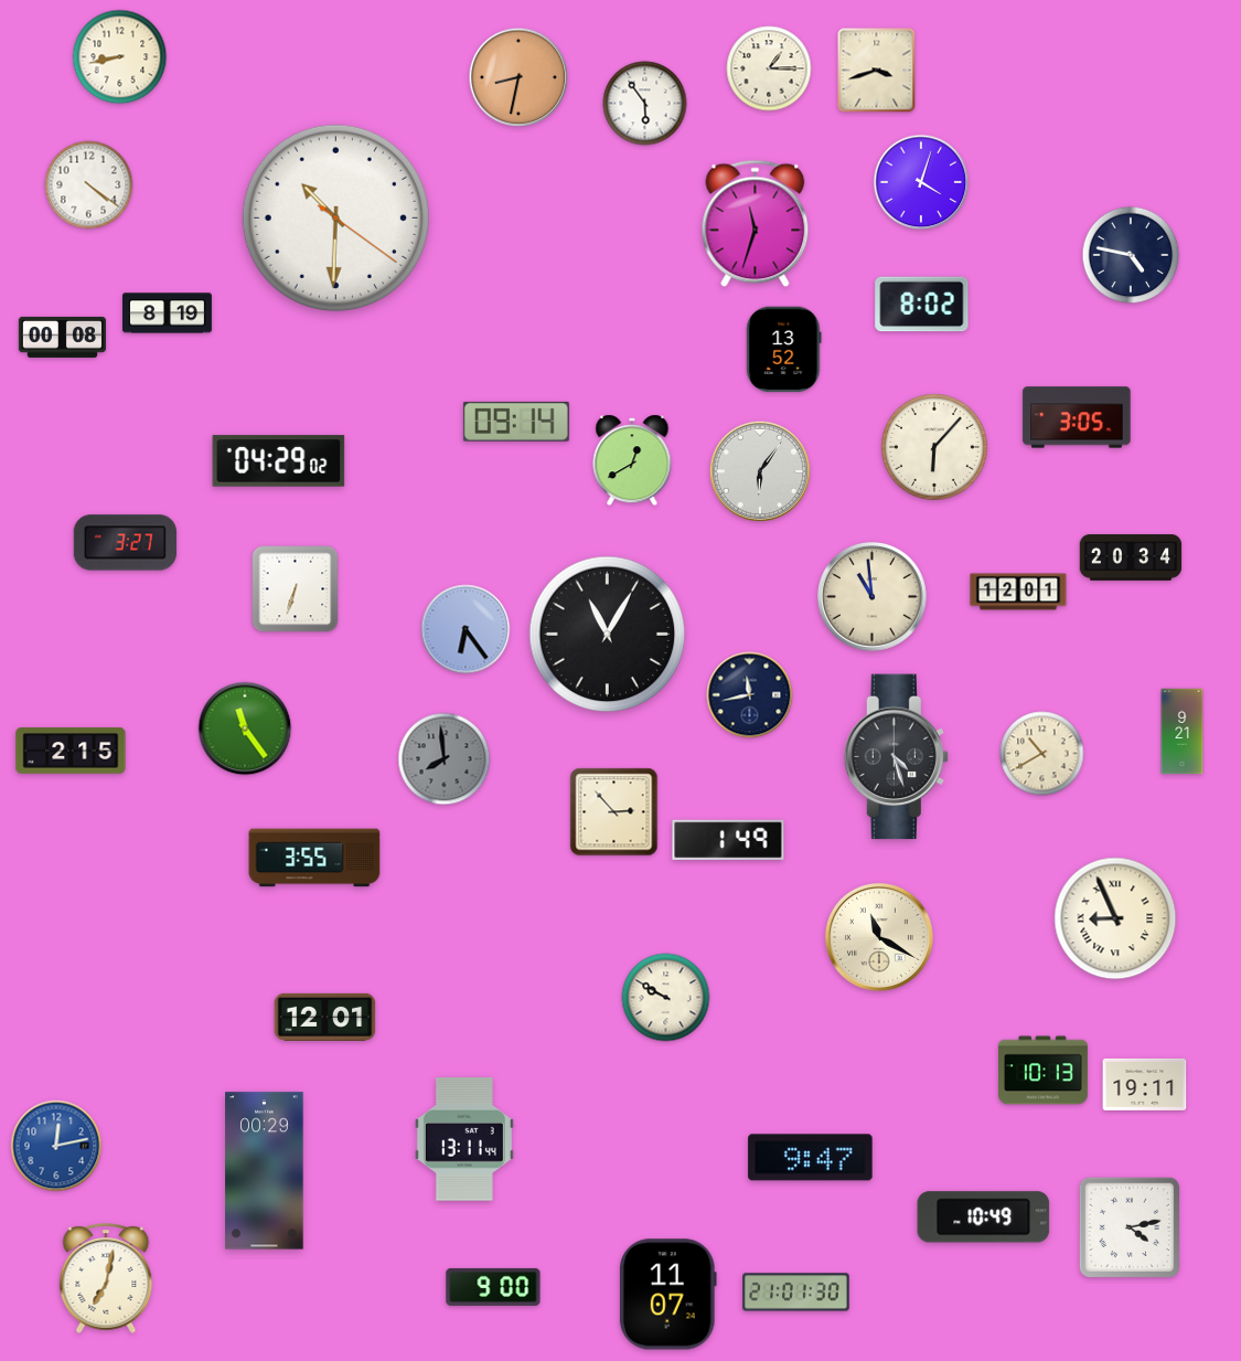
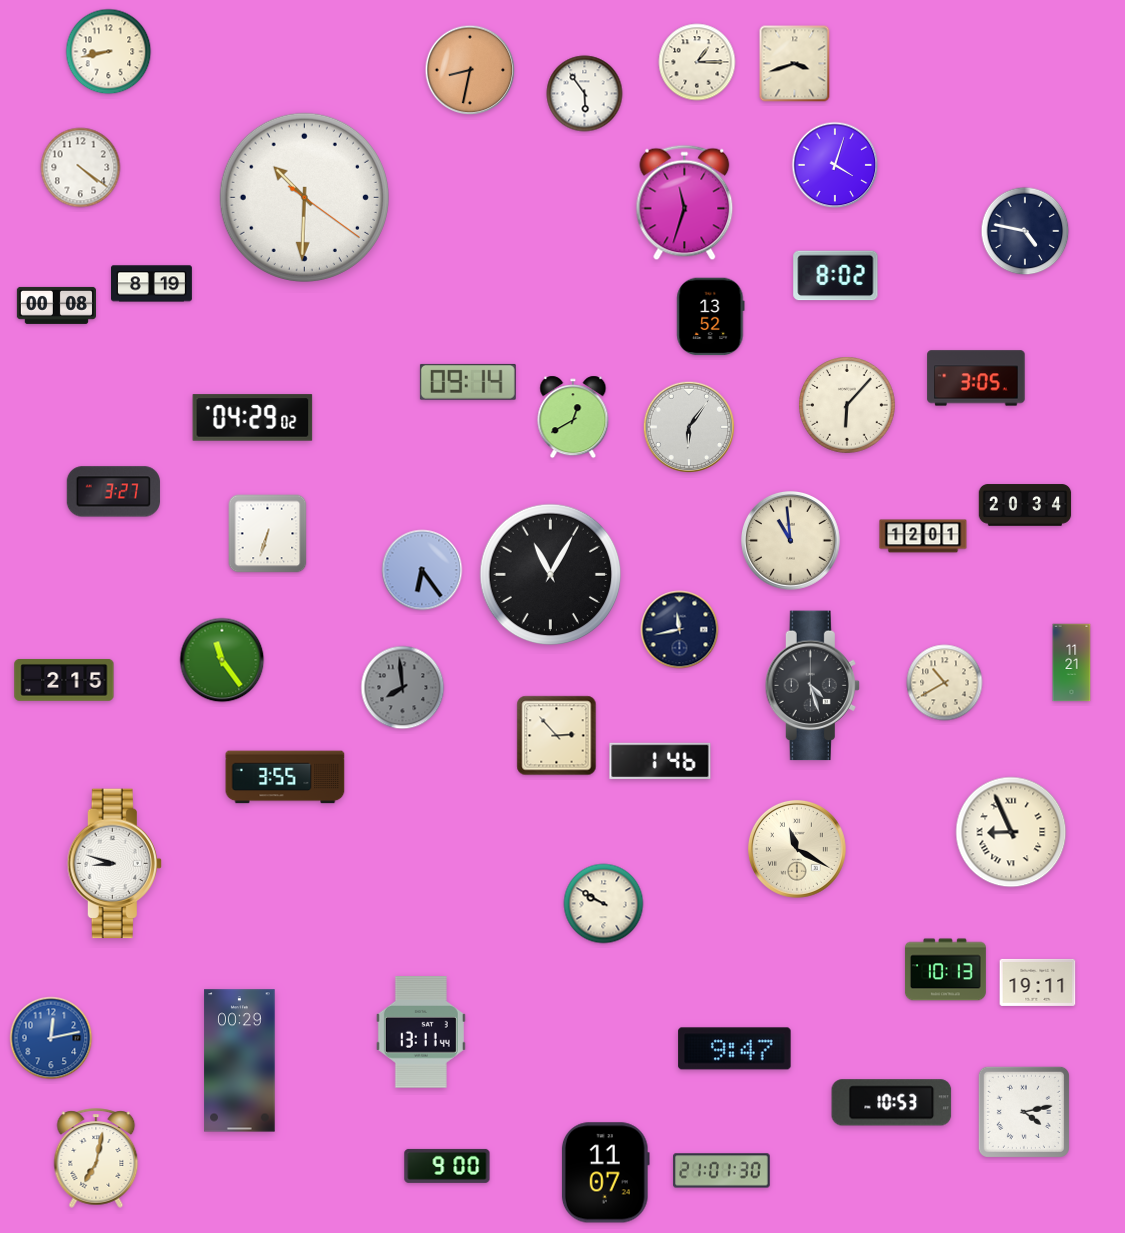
clock at (1183, 732): 9:21 -> 11:21
clock at (728, 839): 1:49 -> 1:46
clock at (114, 864): none -> 8:48
clock at (325, 1017): 12:01 -> none
clock at (984, 1218): 10:49 -> 10:53
